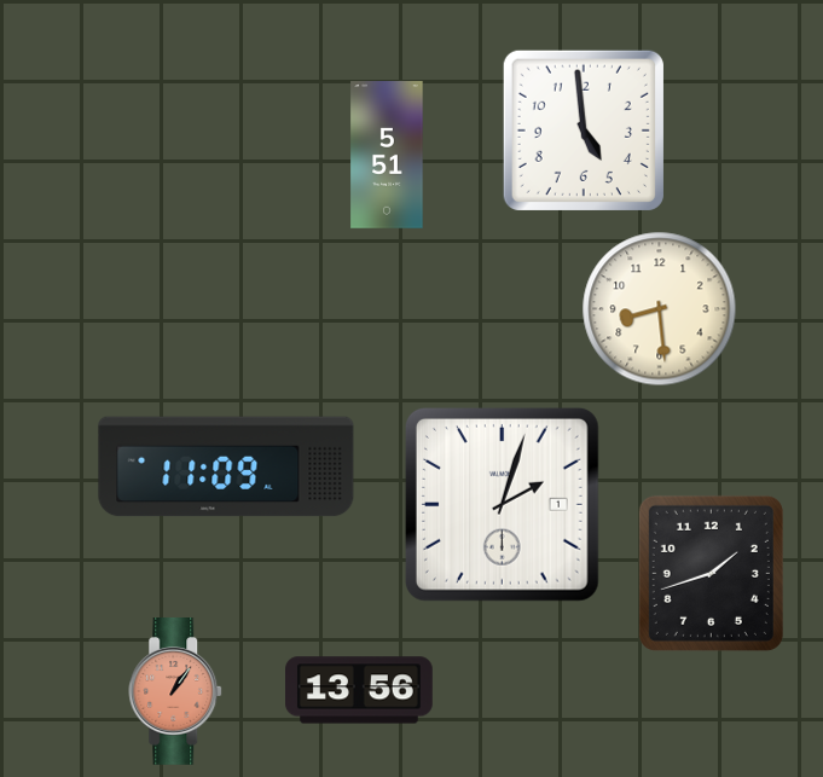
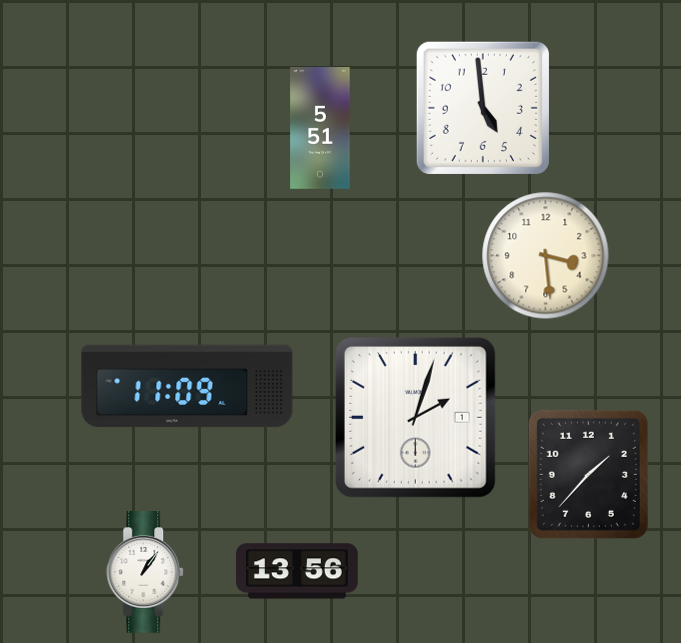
clock at (660, 309): 8:29 -> 3:29
clock at (711, 573): 1:42 -> 1:37
clock at (176, 692) dial: salmon -> white
